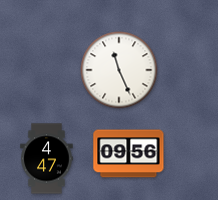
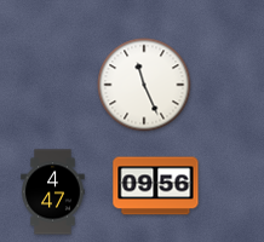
clock at (47, 159) position: (47, 159) -> (53, 192)
